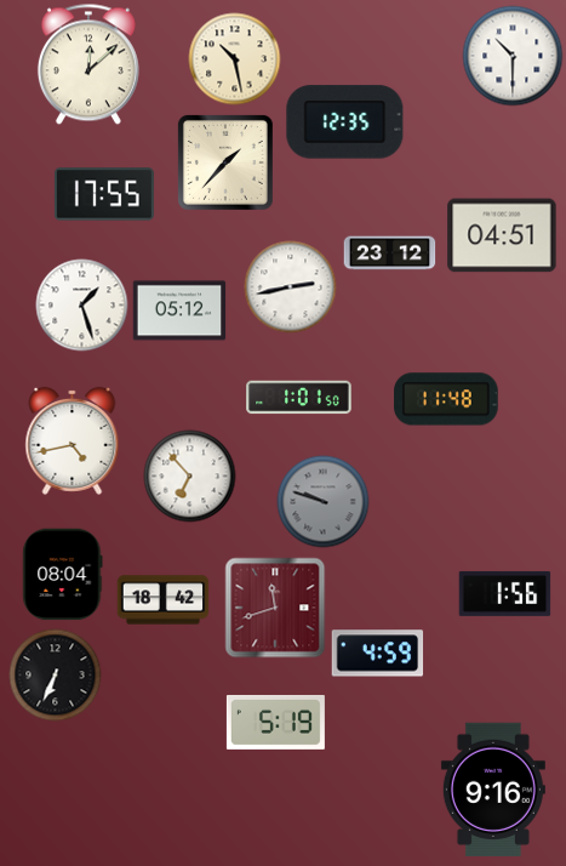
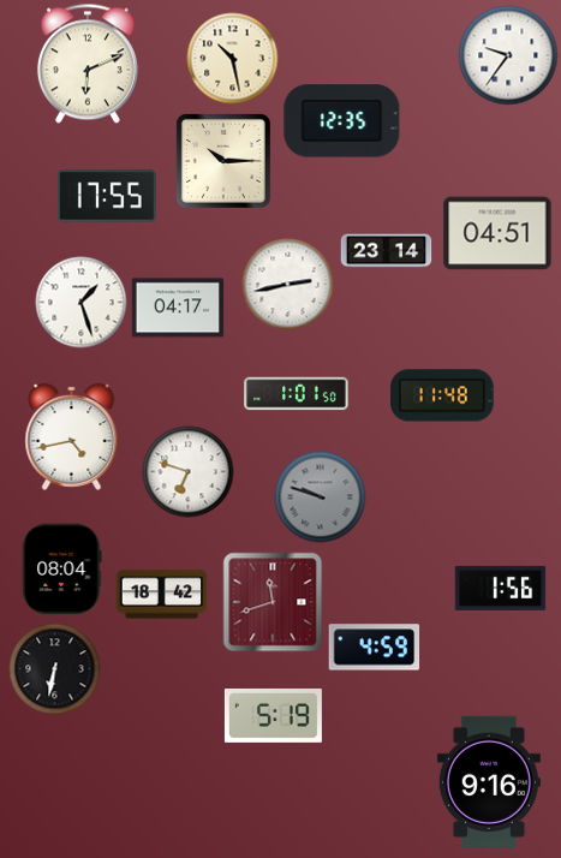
clock at (513, 56): 10:30 -> 9:36
clock at (88, 64): 12:08 -> 6:11
clock at (225, 163): 1:37 -> 10:15
clock at (104, 194) position: (104, 194) -> (107, 196)
clock at (390, 253): 23:12 -> 23:14
clock at (179, 310): 05:12 -> 04:17
clock at (190, 477): 6:53 -> 6:48
clock at (56, 676): 6:34 -> 6:32
